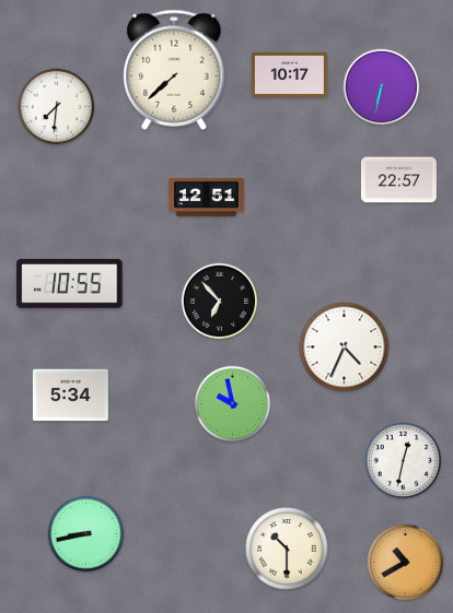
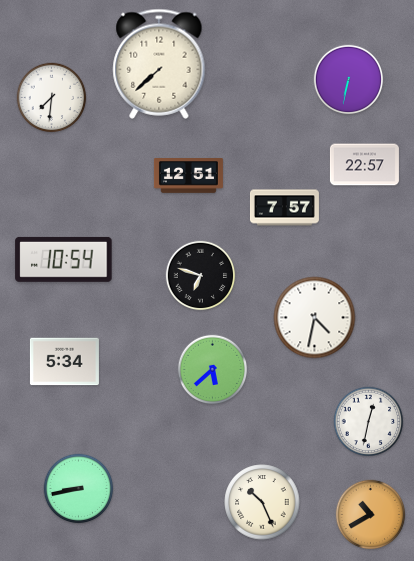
clock at (289, 74): 10:17 -> none
clock at (206, 198) position: (206, 198) -> (188, 176)
clock at (284, 208): none -> 7:57
clock at (70, 283): 10:55 -> 10:54
clock at (220, 302): 6:53 -> 6:48
clock at (345, 347): 4:34 -> 4:32
clock at (233, 404): 9:58 -> 5:38
clock at (287, 549): 10:30 -> 10:26
